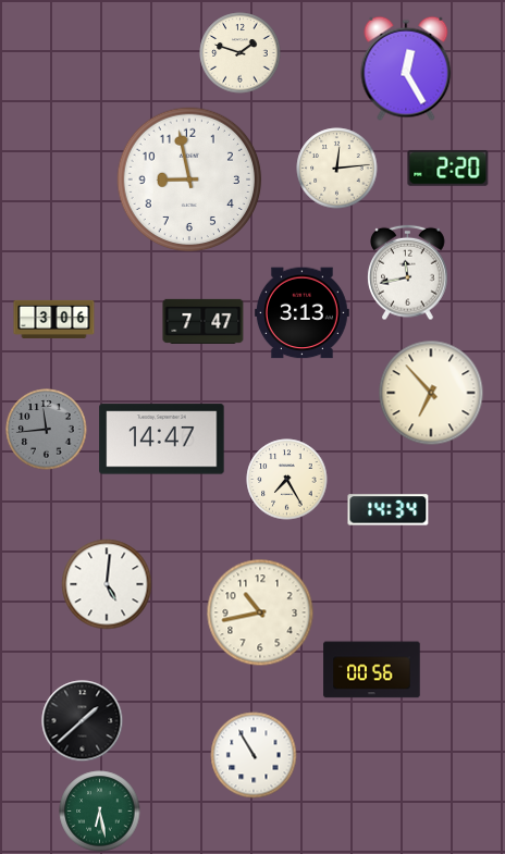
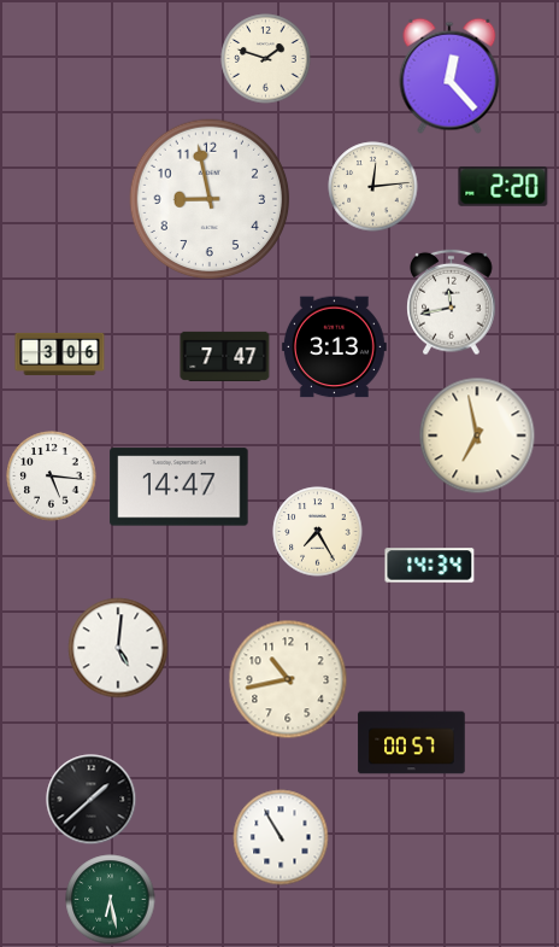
clock at (406, 69): 12:25 -> 12:23
clock at (448, 168) position: (448, 168) -> (504, 186)
clock at (431, 393): 6:53 -> 6:58
clock at (47, 430): 11:44 -> 5:16
clock at (47, 430) dial: grey -> white
clock at (372, 670): 00:56 -> 00:57
